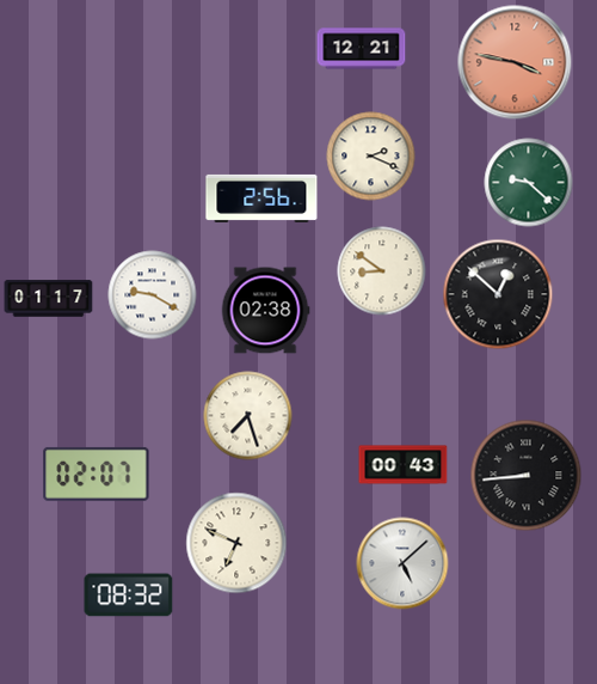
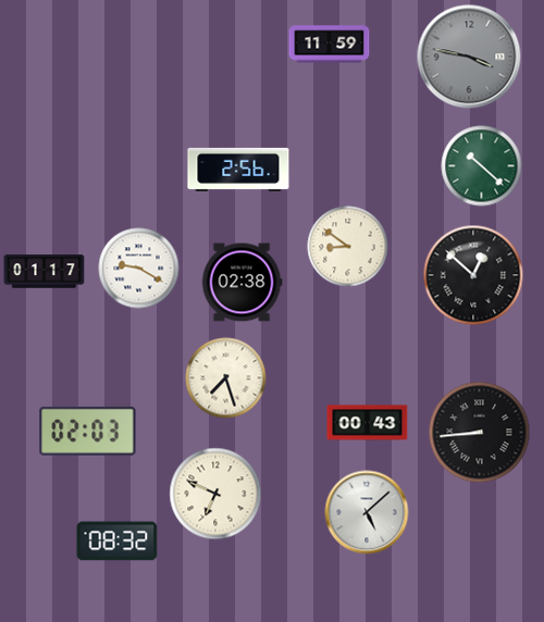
clock at (362, 49): 12:21 -> 11:59
clock at (515, 62) dial: salmon -> grey
clock at (371, 157): 2:19 -> none
clock at (529, 183): 9:22 -> 10:22
clock at (261, 199) position: (261, 199) -> (238, 170)
clock at (498, 294) position: (498, 294) -> (473, 275)
clock at (97, 474): 02:07 -> 02:03
